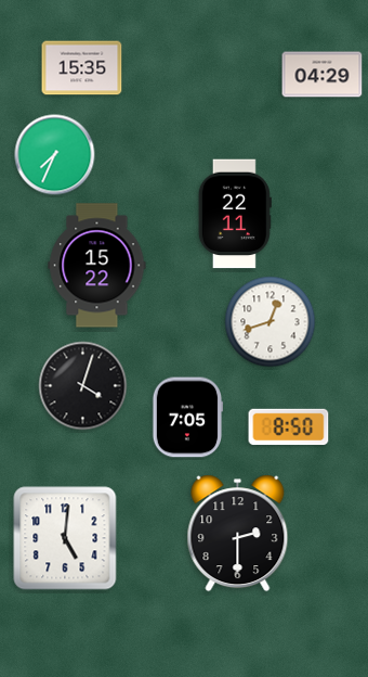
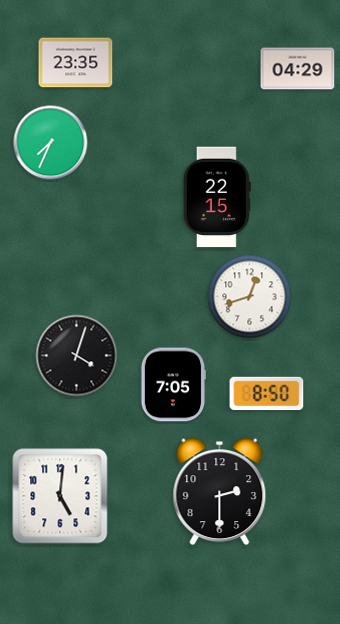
clock at (82, 68): 15:35 -> 23:35
clock at (235, 214): 22:11 -> 22:15
clock at (97, 266): 15:22 -> none
